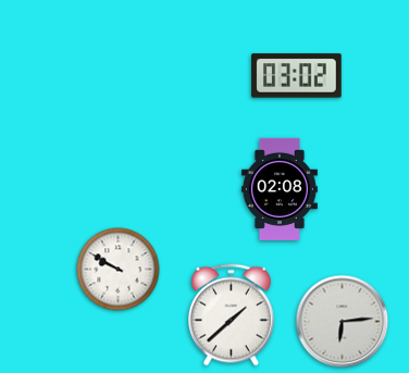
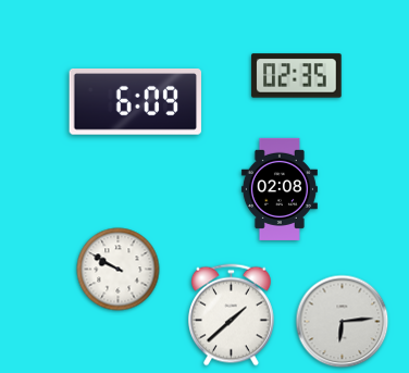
clock at (297, 76): 03:02 -> 02:35
clock at (136, 102): none -> 6:09
